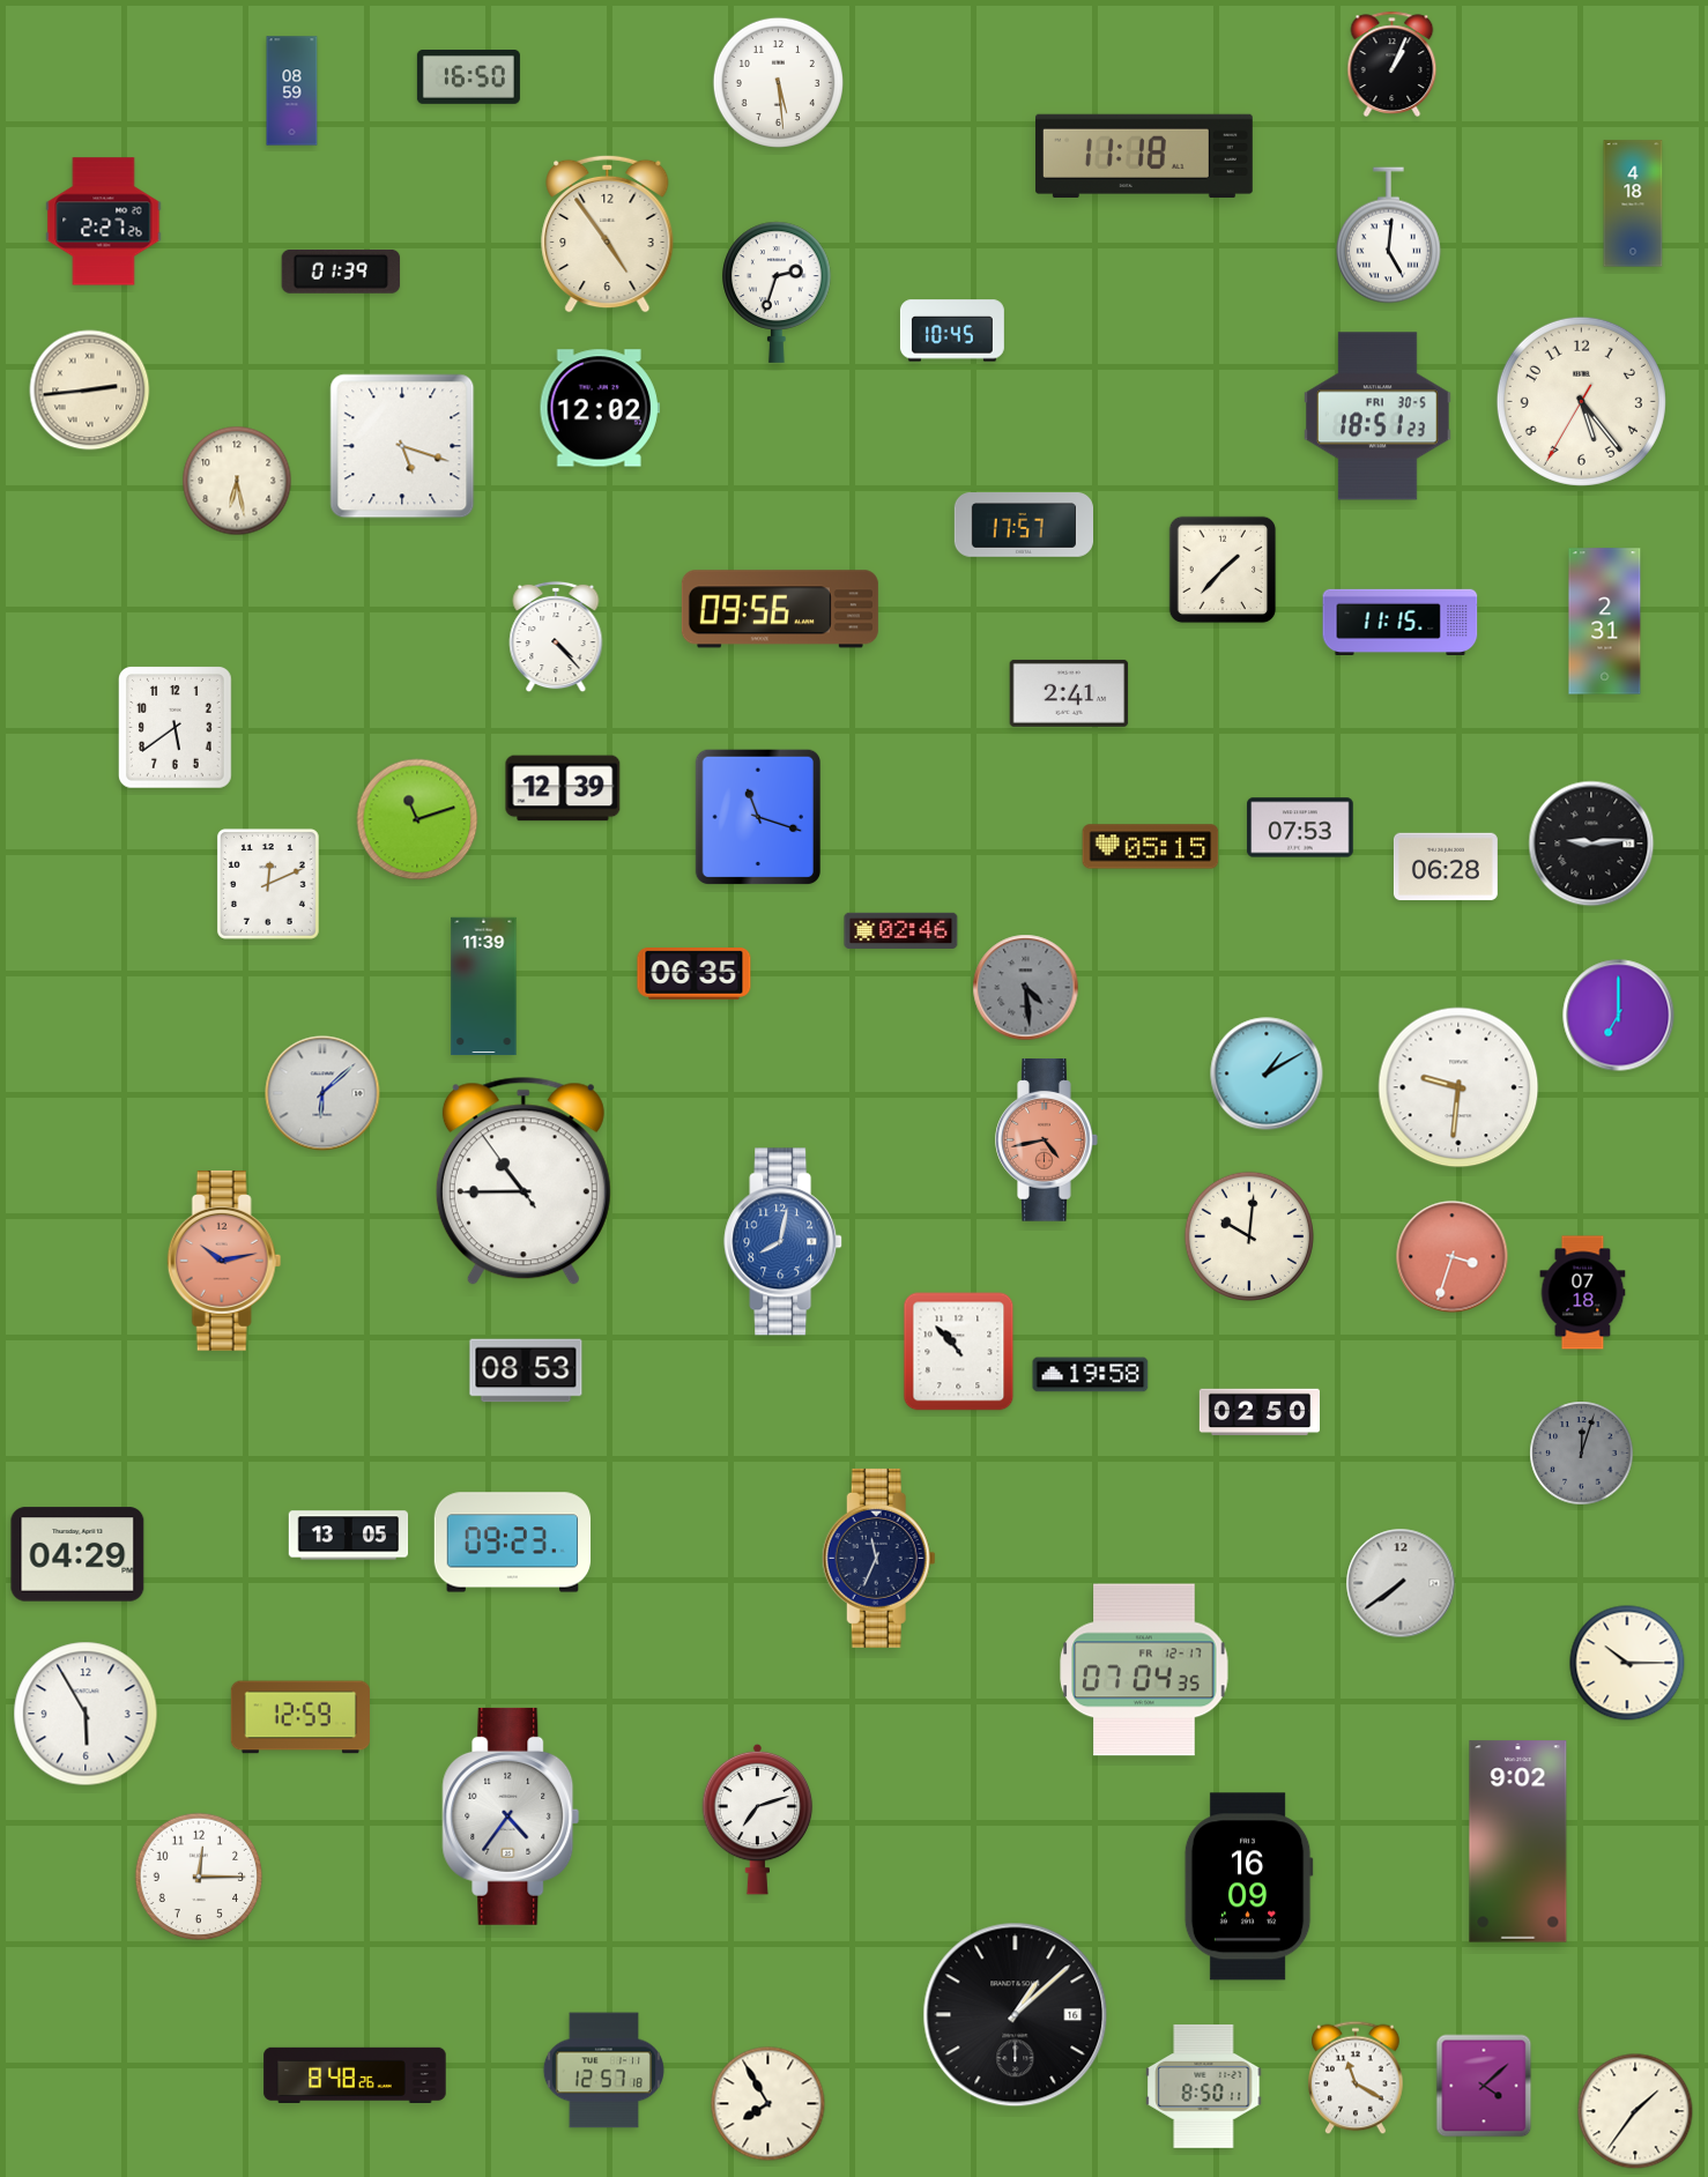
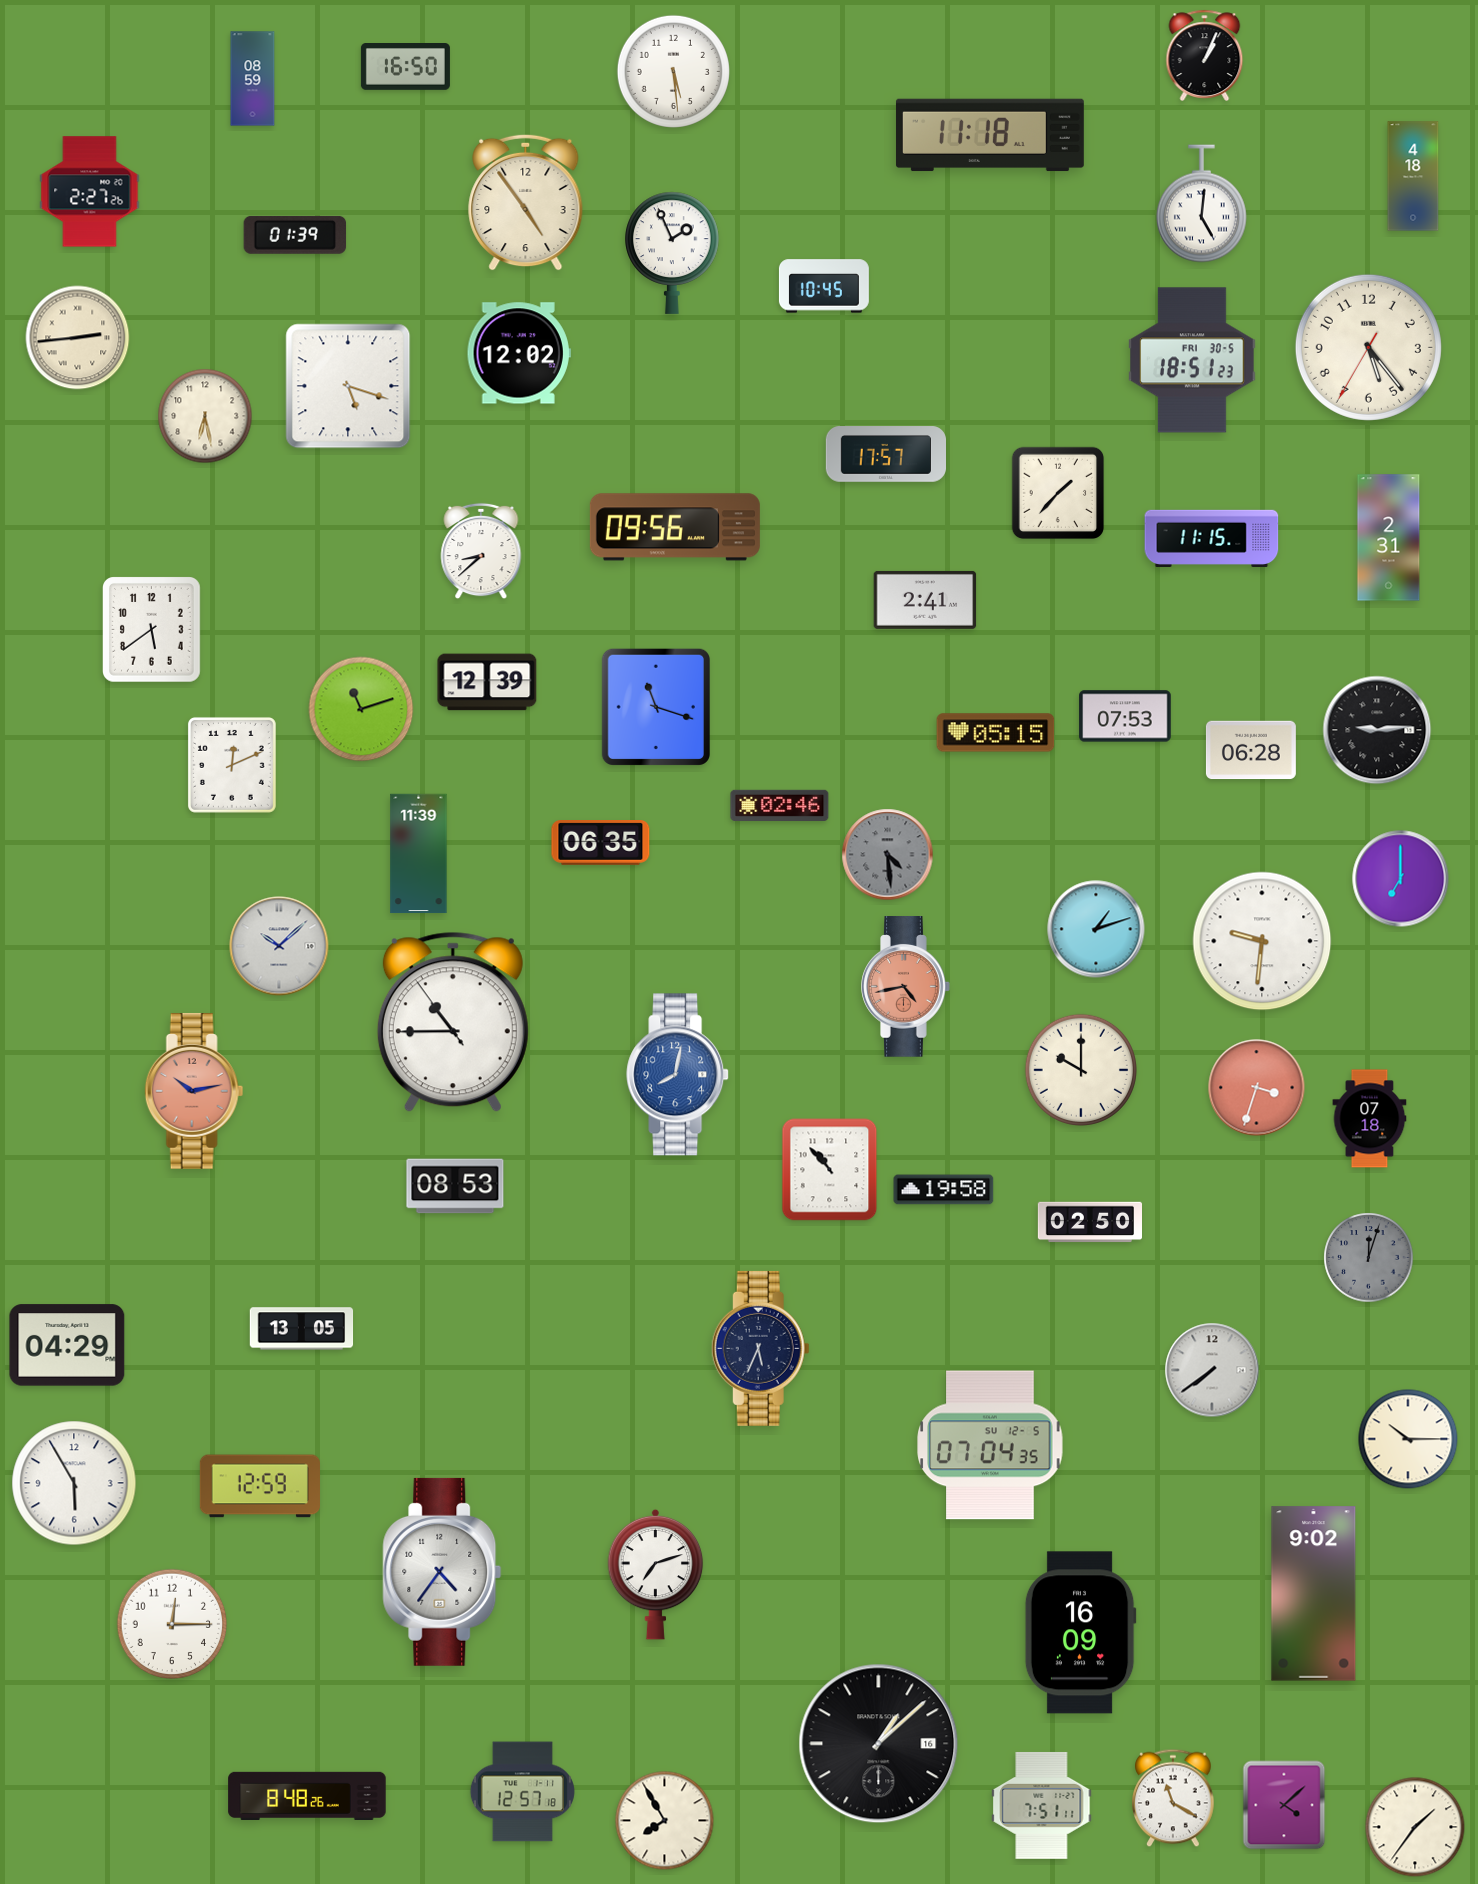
clock at (777, 292): 2:33 -> 1:56
clock at (556, 637): 4:23 -> 8:38
clock at (1267, 1073): 1:10 -> 1:12
clock at (322, 1093): 6:08 -> 10:08
clock at (1249, 1236): 10:01 -> 10:00
clock at (513, 1543): 09:23 -> none
clock at (878, 1558): 11:34 -> 5:34
clock at (1144, 1670) date: FR 12-17 -> SU 12-5
clock at (1204, 2086): 8:50 -> 7:51
